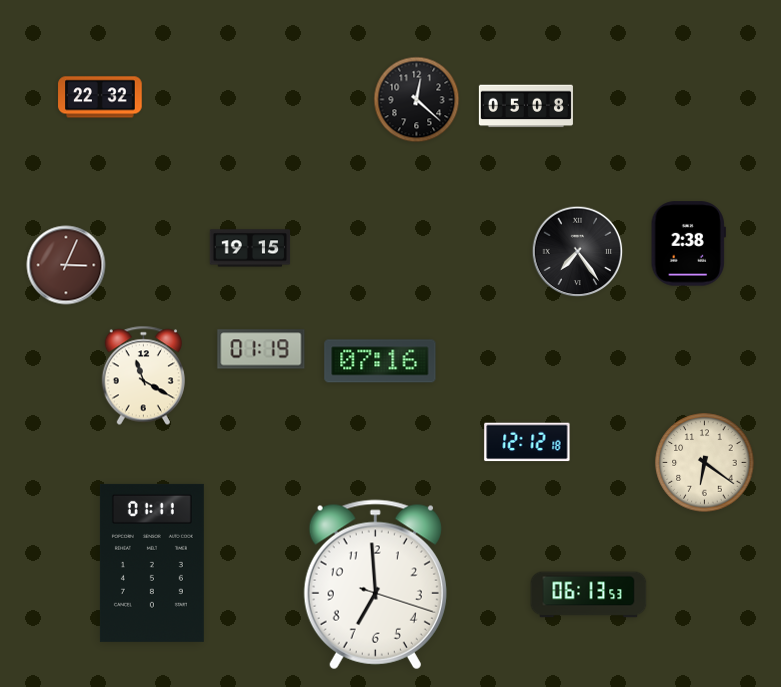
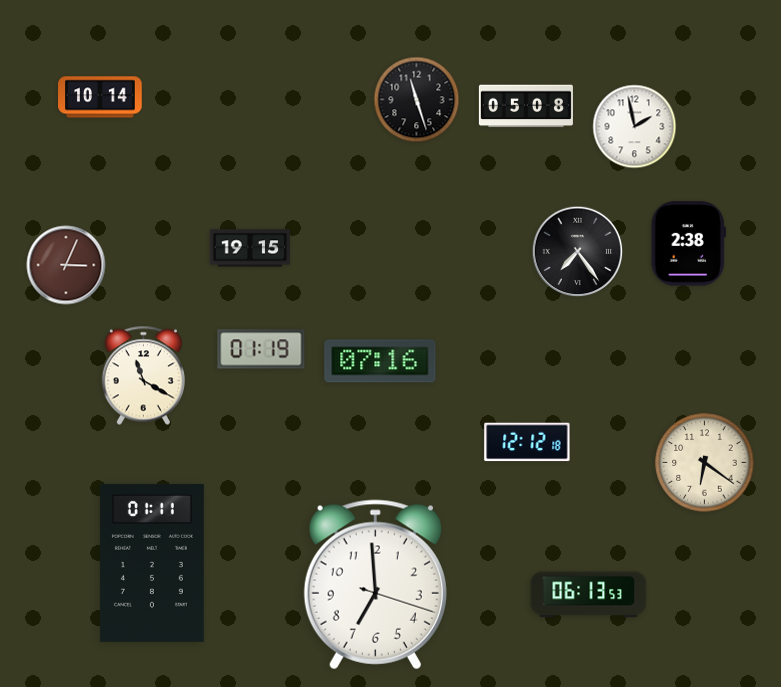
clock at (100, 97): 22:32 -> 10:14
clock at (417, 100): 12:22 -> 11:27
clock at (635, 127): none -> 1:58
